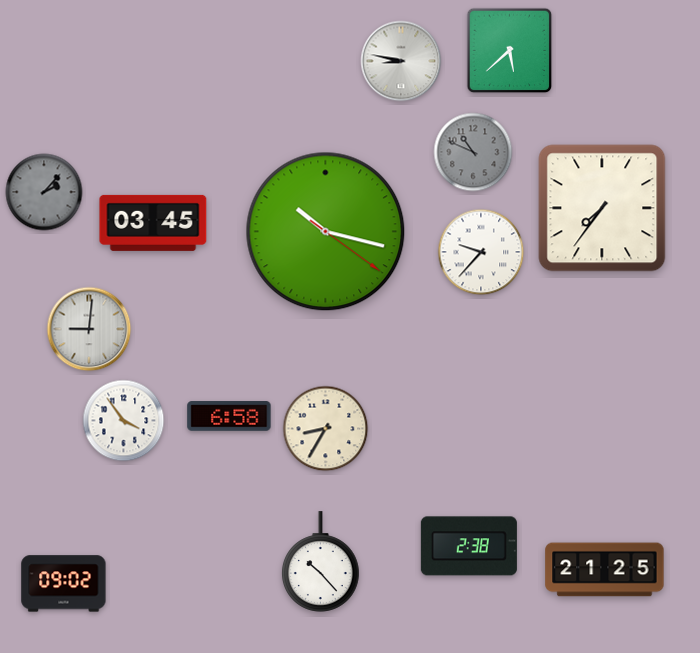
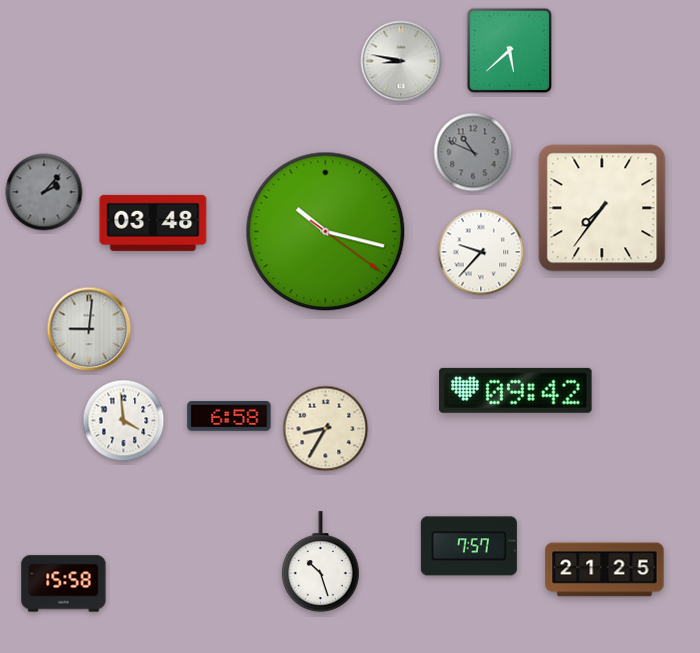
clock at (153, 223): 03:45 -> 03:48
clock at (516, 390): none -> 09:42
clock at (124, 421): 3:54 -> 3:59
clock at (469, 546): 2:38 -> 7:57
clock at (320, 562): 10:23 -> 10:27
clock at (64, 584): 09:02 -> 15:58
